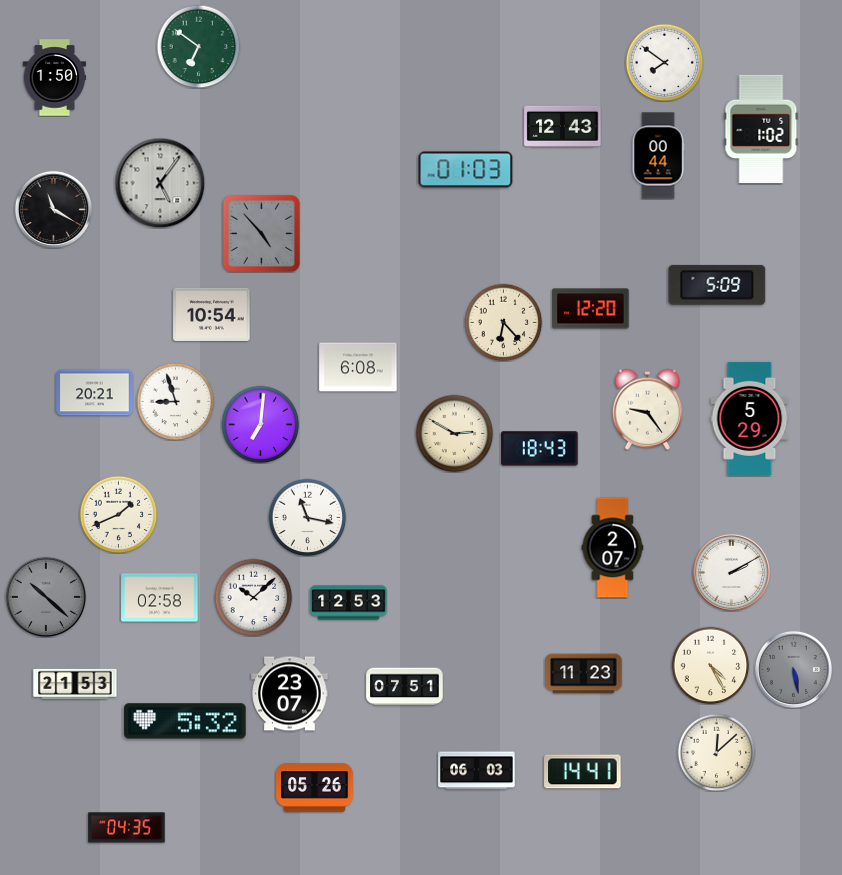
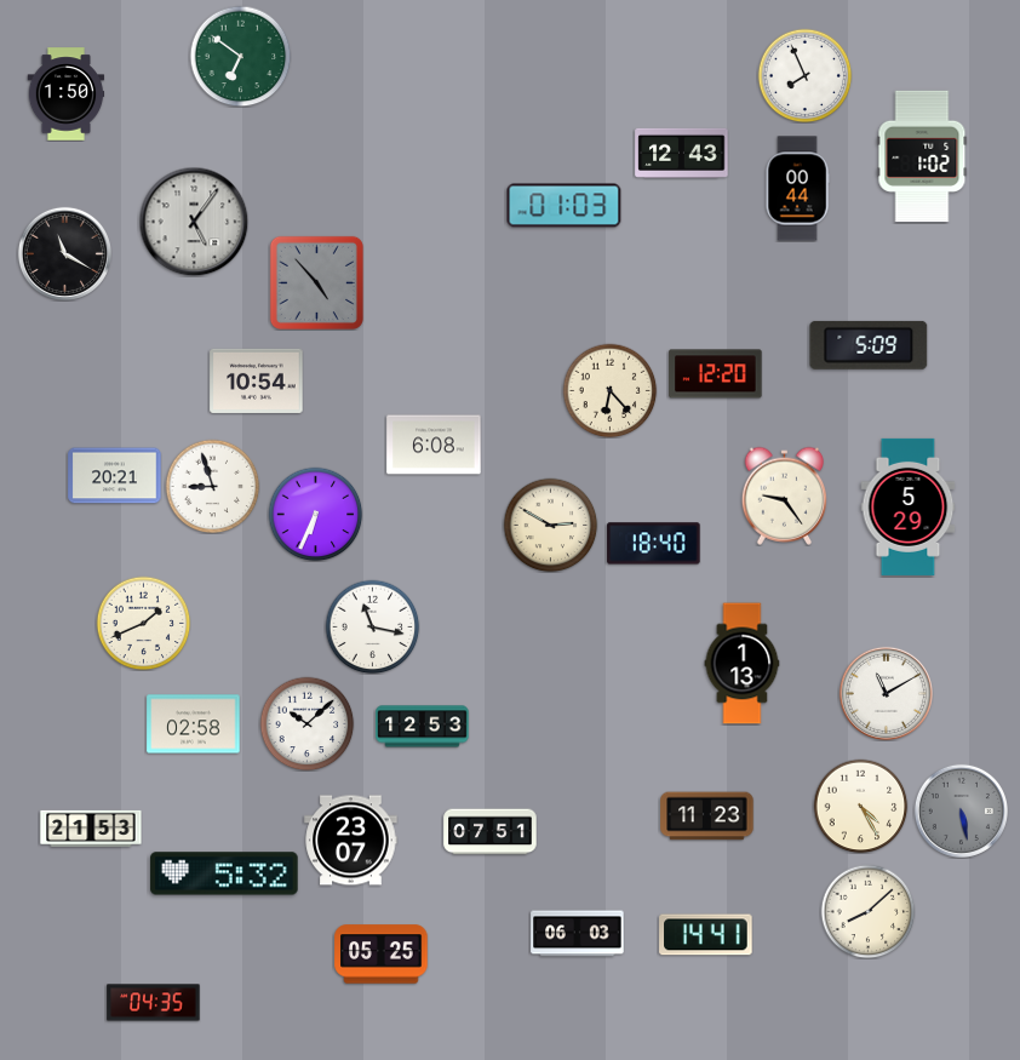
clock at (664, 62): 7:51 -> 7:56
clock at (260, 424): 7:01 -> 6:34
clock at (540, 449): 18:43 -> 18:40
clock at (613, 548): 2:07 -> 1:13
clock at (731, 572): 2:10 -> 11:10
clock at (46, 597): 10:22 -> none
clock at (349, 603) position: (349, 603) -> (423, 727)
clock at (716, 752): 12:08 -> 8:08
clock at (315, 788): 05:26 -> 05:25
